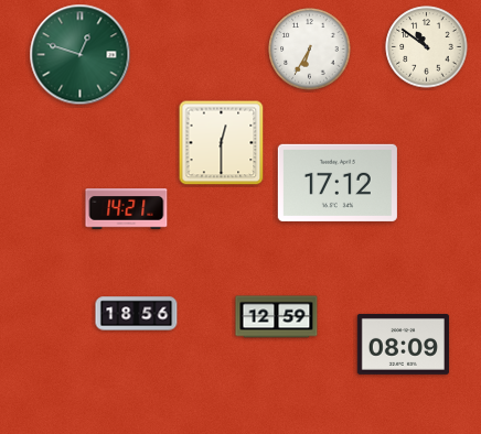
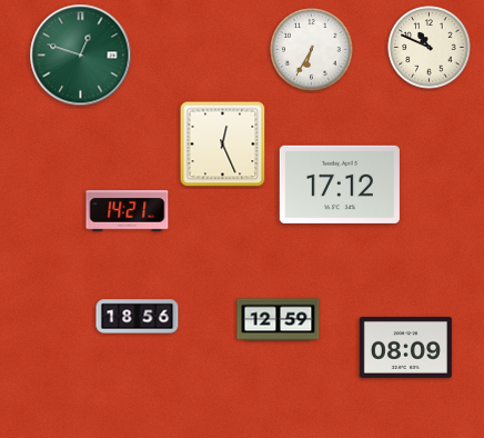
clock at (427, 47): 10:51 -> 10:49
clock at (222, 143): 12:30 -> 12:26
